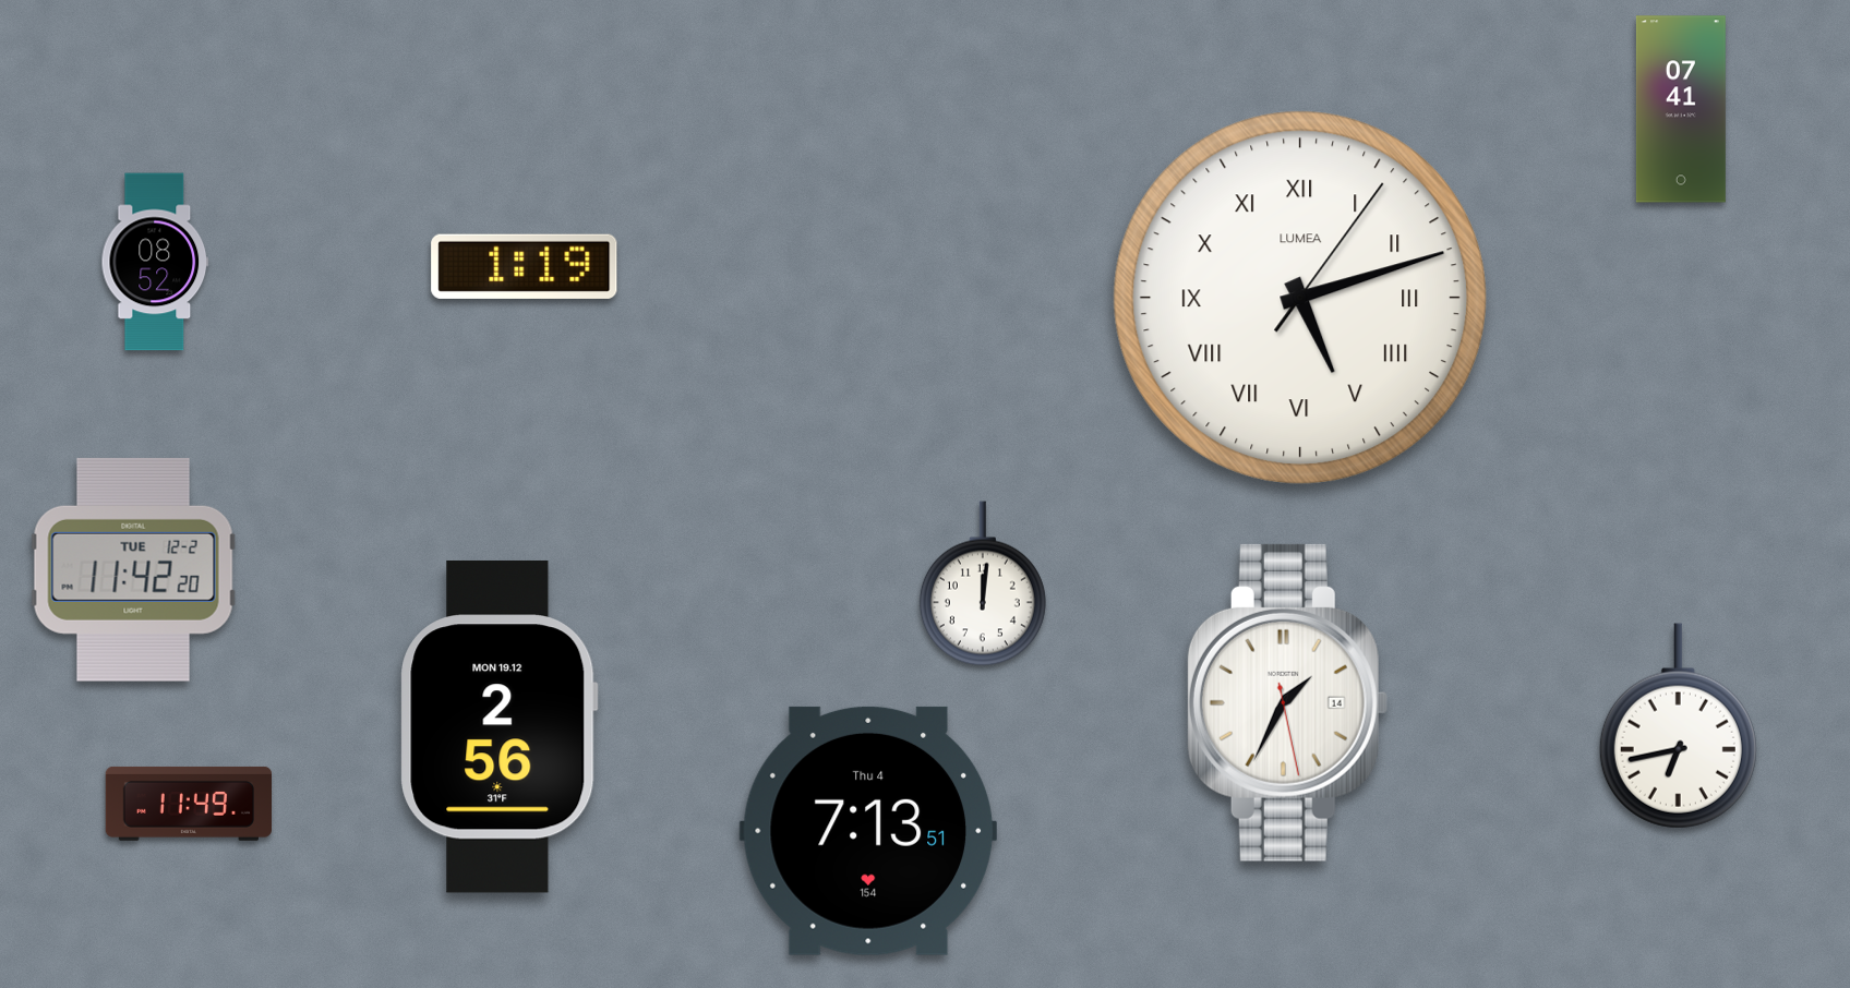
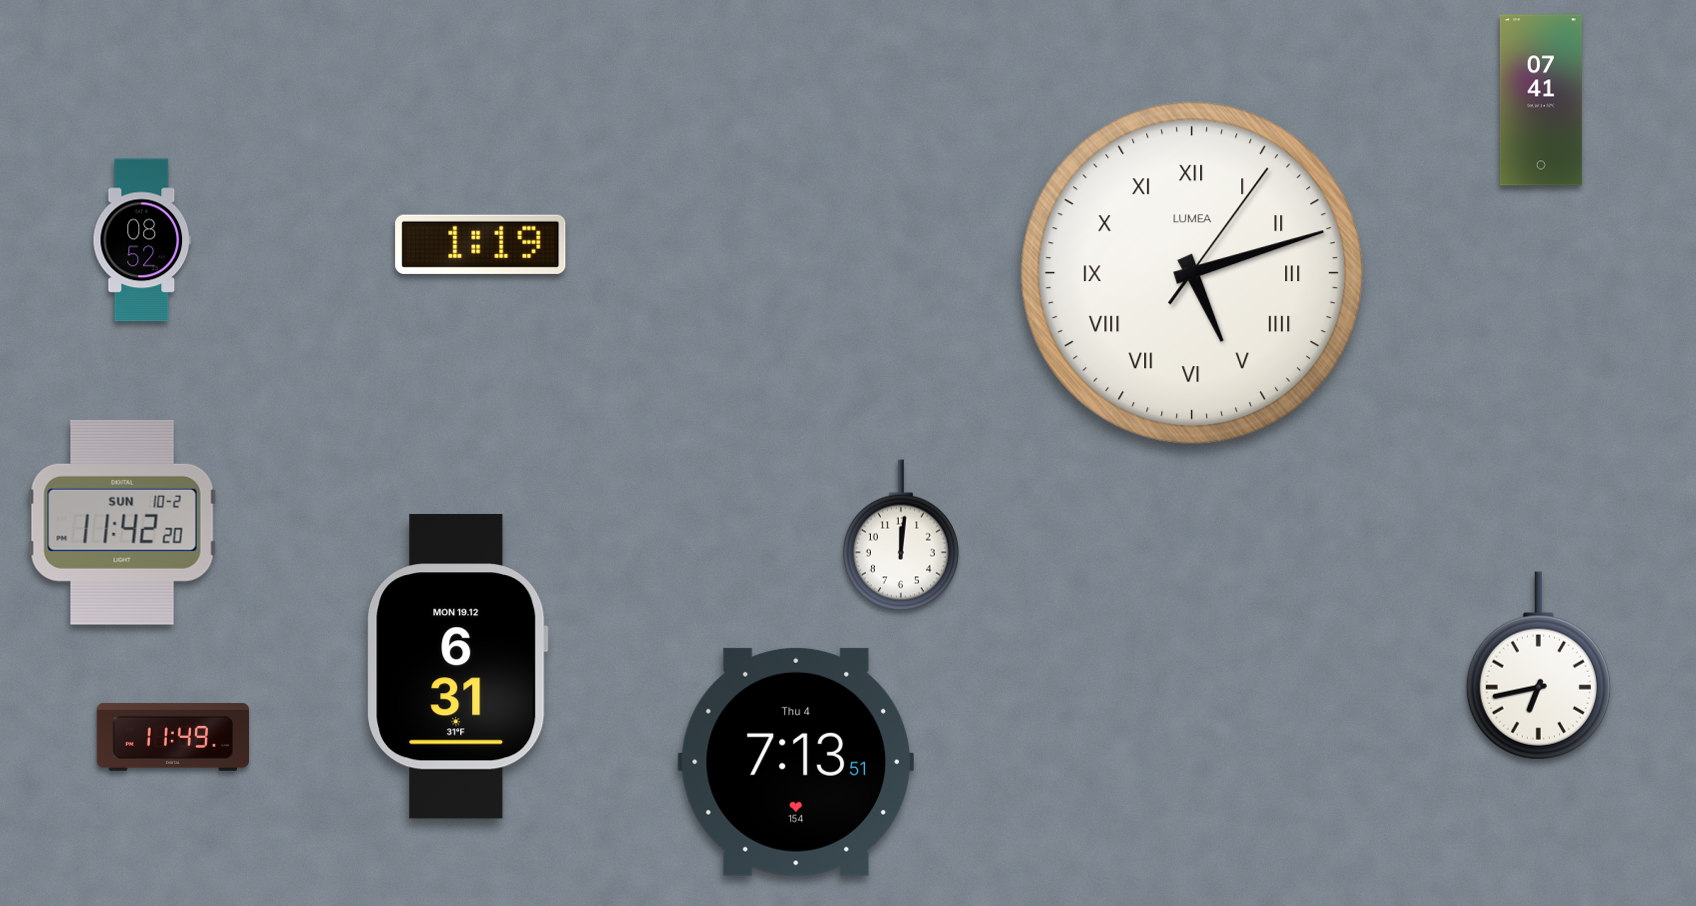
clock at (133, 569) date: TUE 12-2 -> SUN 10-2
clock at (1287, 702): 1:34 -> none
clock at (498, 726): 2:56 -> 6:31
